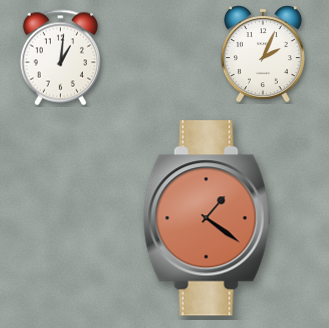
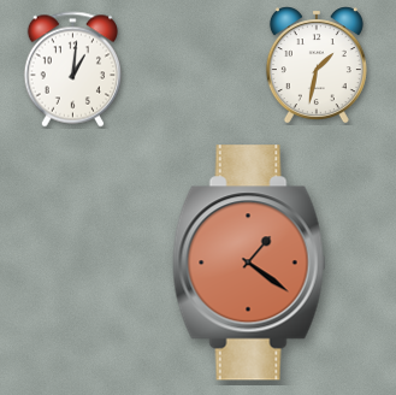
clock at (263, 54): 2:04 -> 1:32
